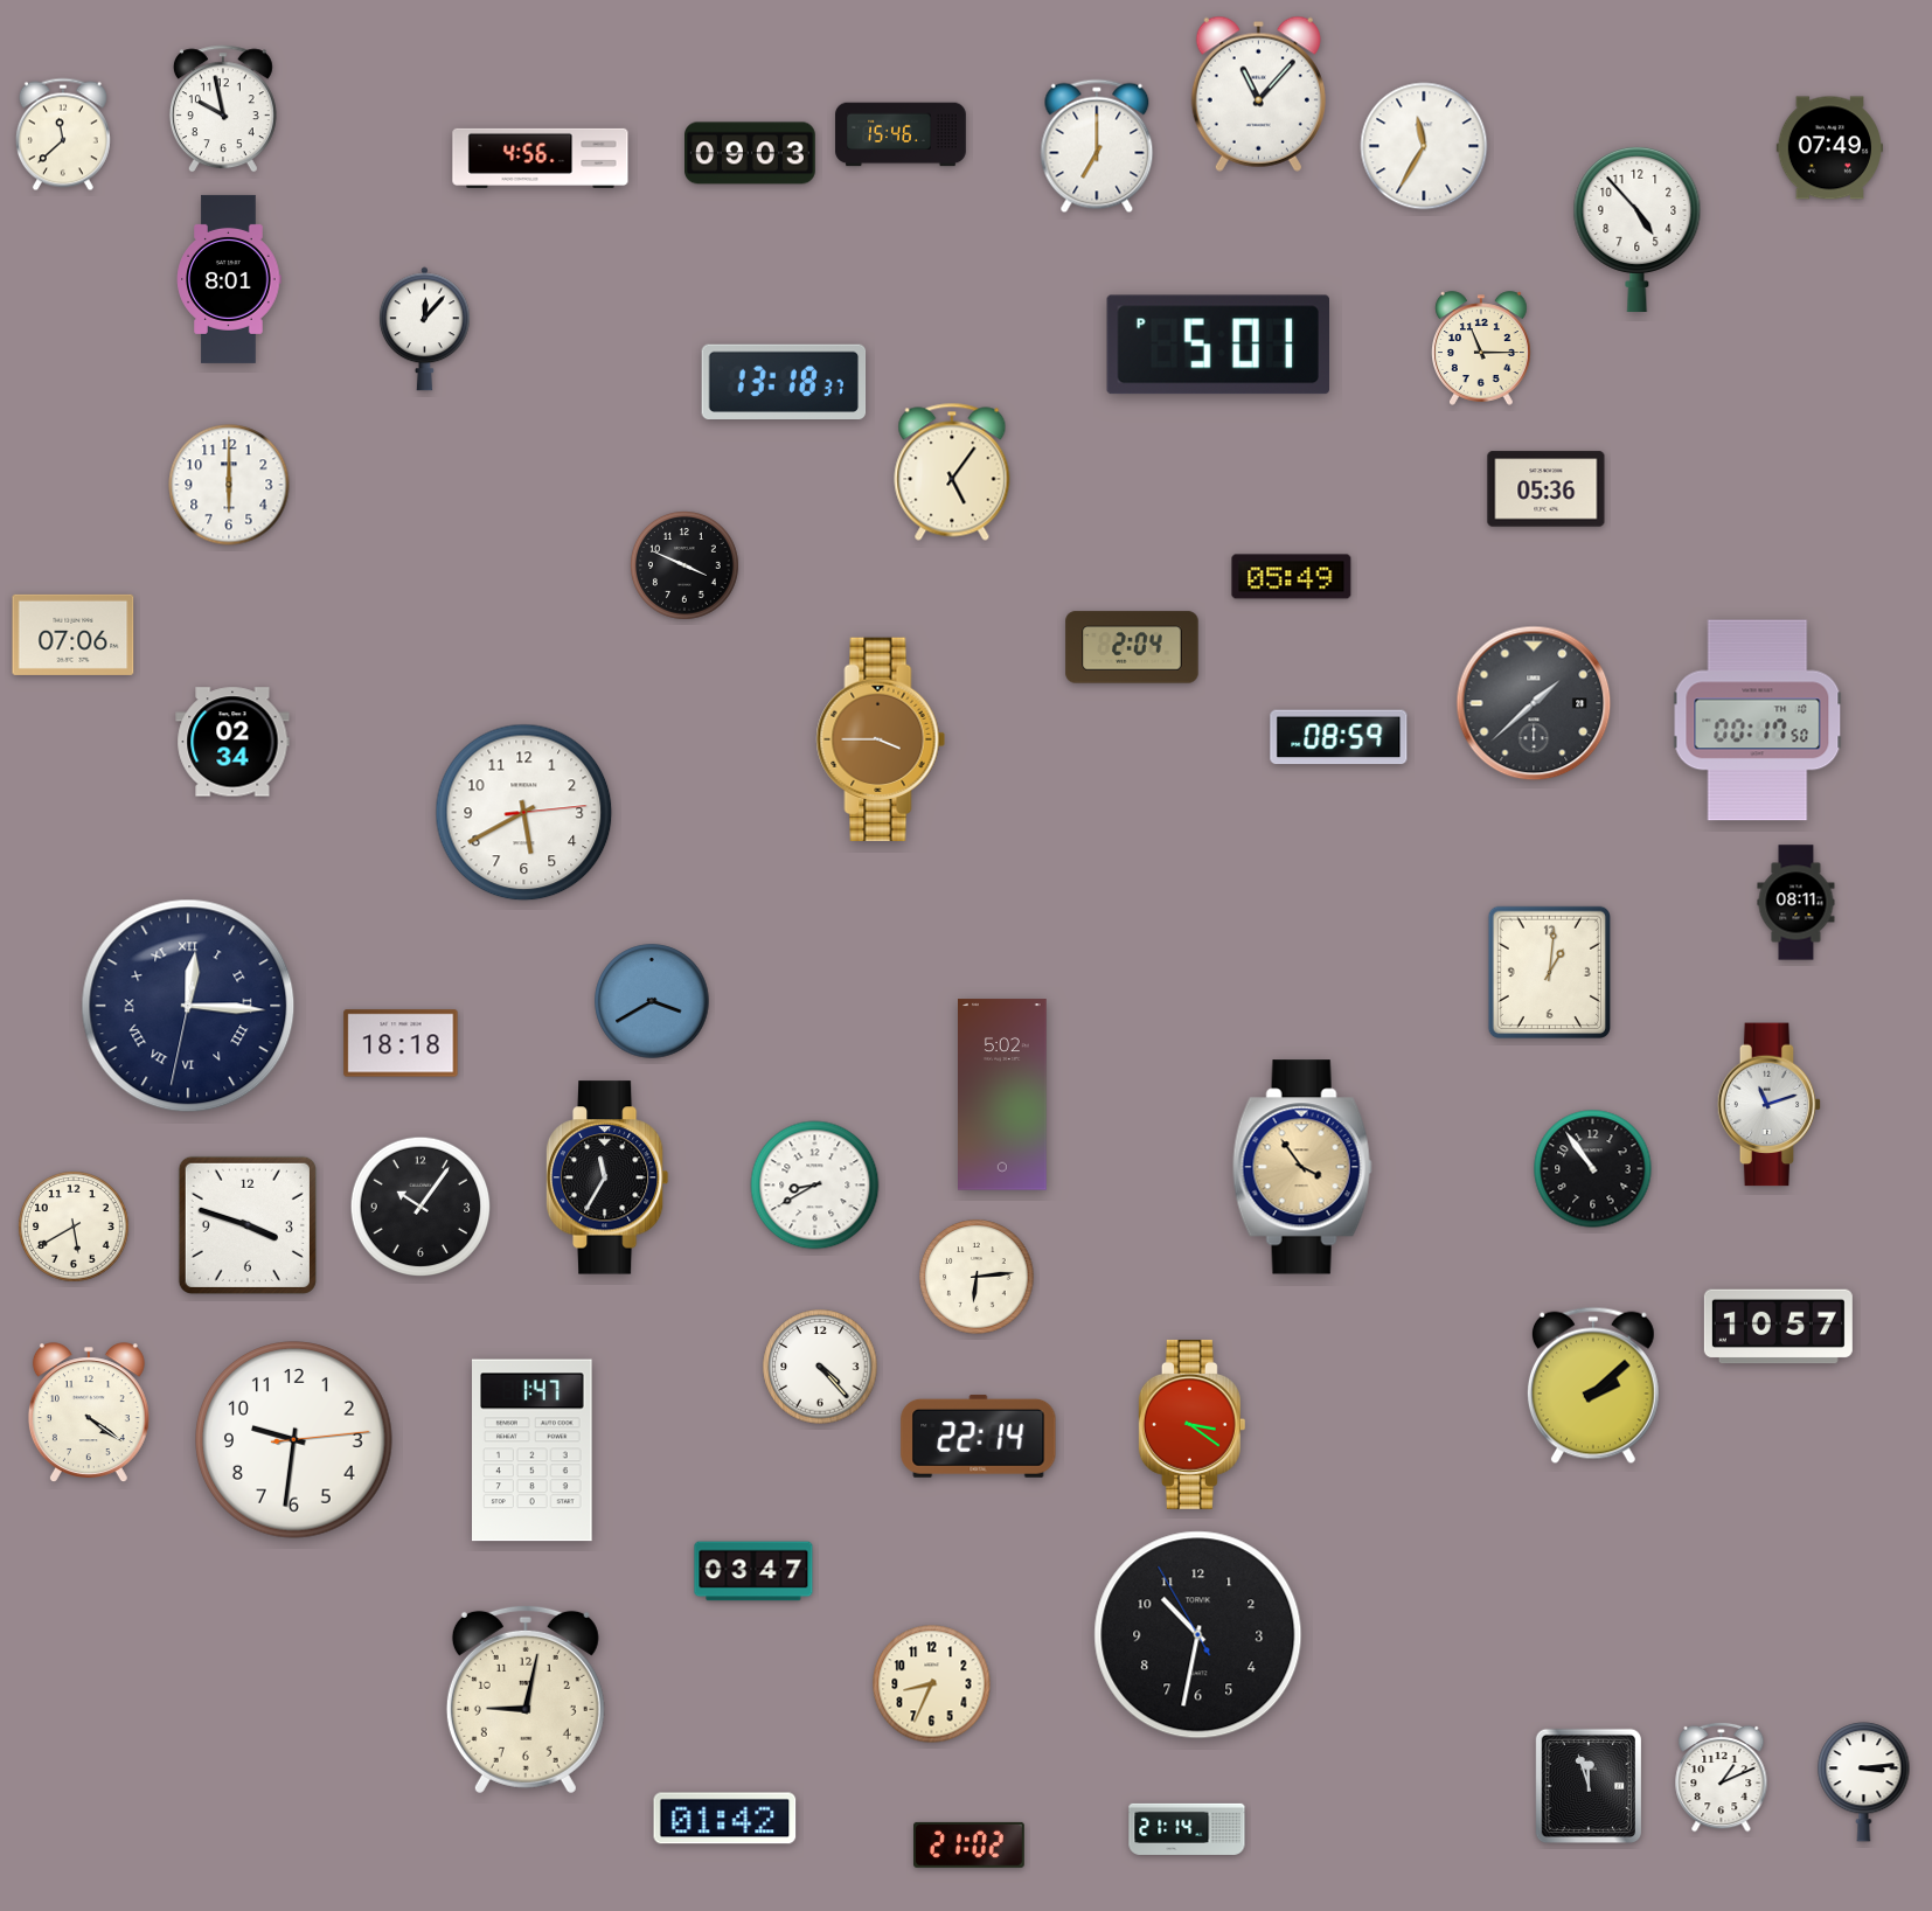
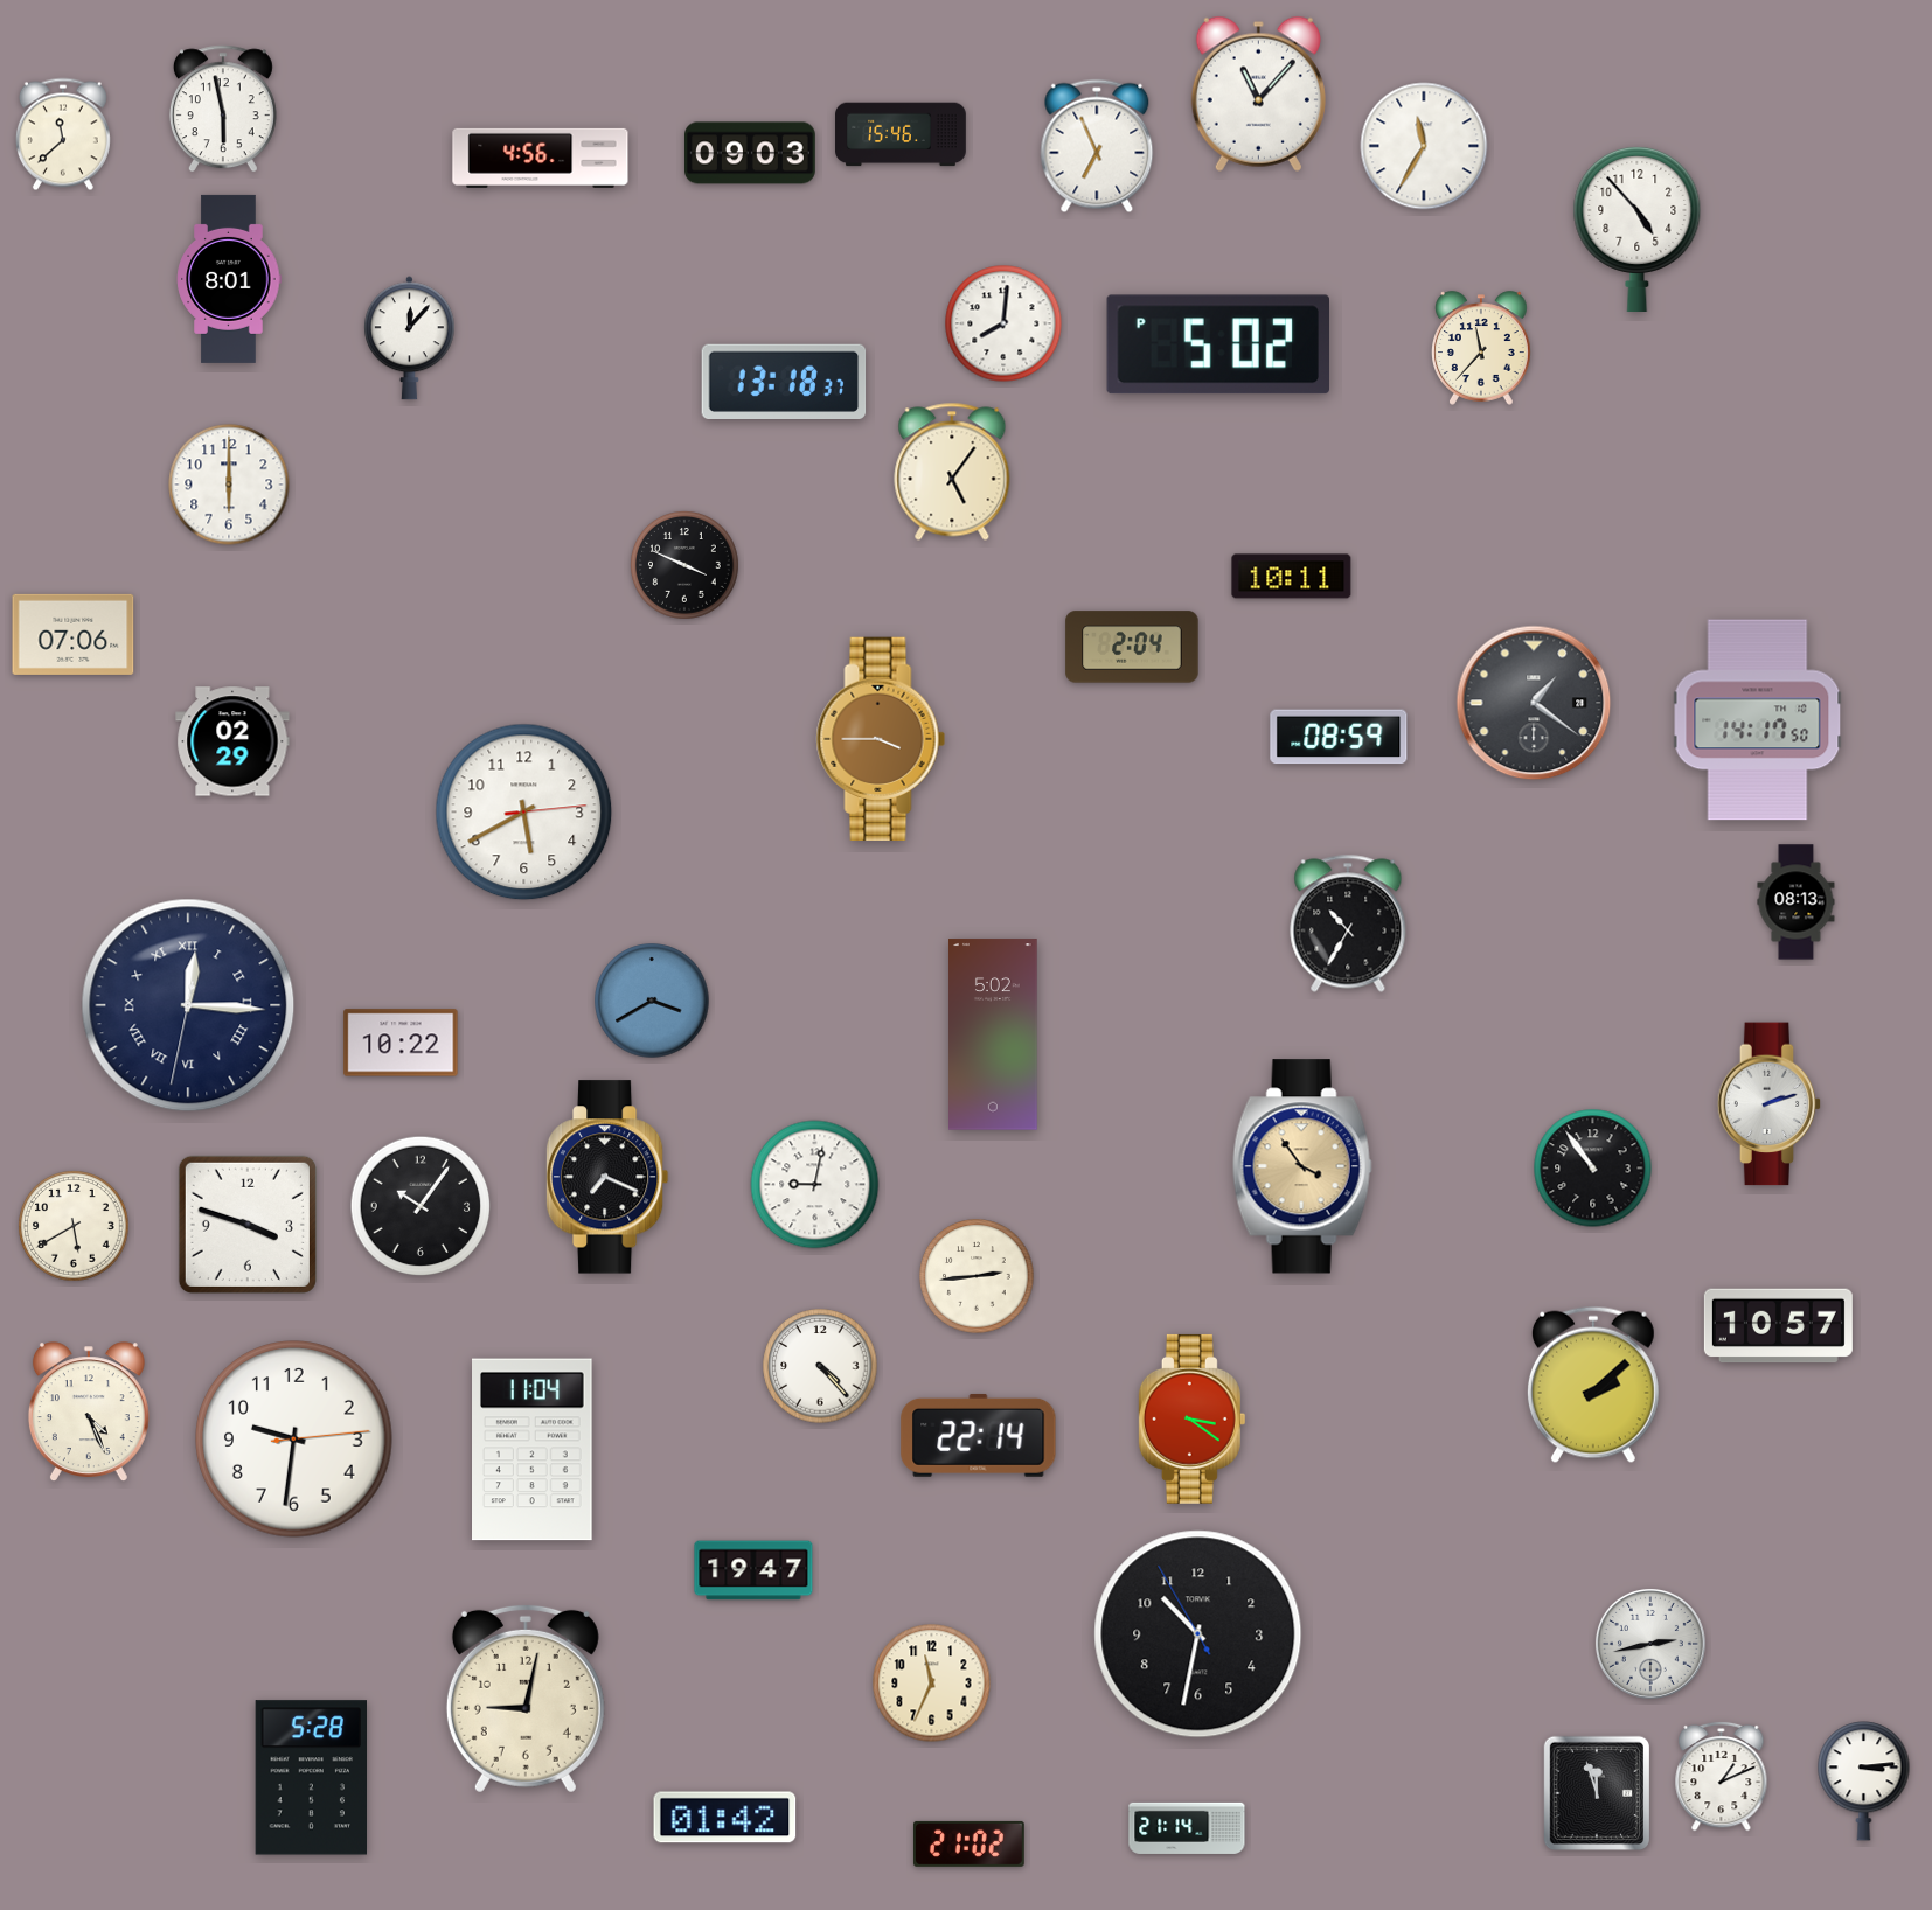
clock at (223, 109): 9:58 -> 5:58
clock at (1097, 146): 7:00 -> 6:56
clock at (1829, 148): 07:49 -> none
clock at (1003, 323): none -> 8:01
clock at (425, 329) position: (425, 329) -> (410, 339)
clock at (1217, 345): 5:01 -> 5:02
clock at (1482, 348): 11:15 -> 11:37
clock at (1547, 489): 05:36 -> none
clock at (1292, 577): 05:49 -> 10:11
clock at (1534, 703): 1:38 -> 1:21
clock at (1758, 721): 00:17 -> 14:17
clock at (232, 742): 02:34 -> 02:29
clock at (1797, 903): 08:11 -> 08:13
clock at (1348, 923): none -> 10:35
clock at (1549, 972): 1:01 -> none
clock at (401, 1043): 18:18 -> 10:22
clock at (1003, 1095) position: (1003, 1095) -> (994, 1034)
clock at (1770, 1105): 11:12 -> 2:12
clock at (607, 1177): 11:35 -> 7:19
clock at (815, 1186): 8:40 -> 9:02
clock at (977, 1277): 6:14 -> 2:44
clock at (89, 1413): 4:21 -> 4:26
clock at (1191, 1424) position: (1191, 1424) -> (1191, 1418)
clock at (533, 1451): 1:47 -> 11:04
clock at (753, 1571): 03:47 -> 19:47
clock at (1650, 1644): none -> 2:43
clock at (932, 1684): 8:34 -> 11:34
clock at (311, 1778): none -> 5:28
clock at (1587, 1785) position: (1587, 1785) -> (1596, 1792)
